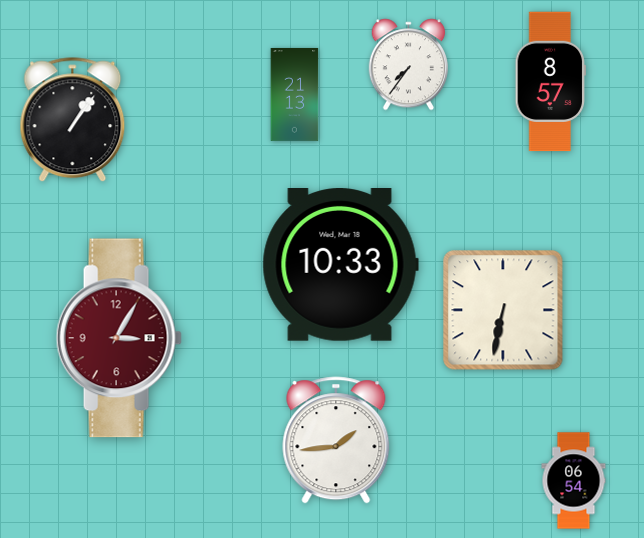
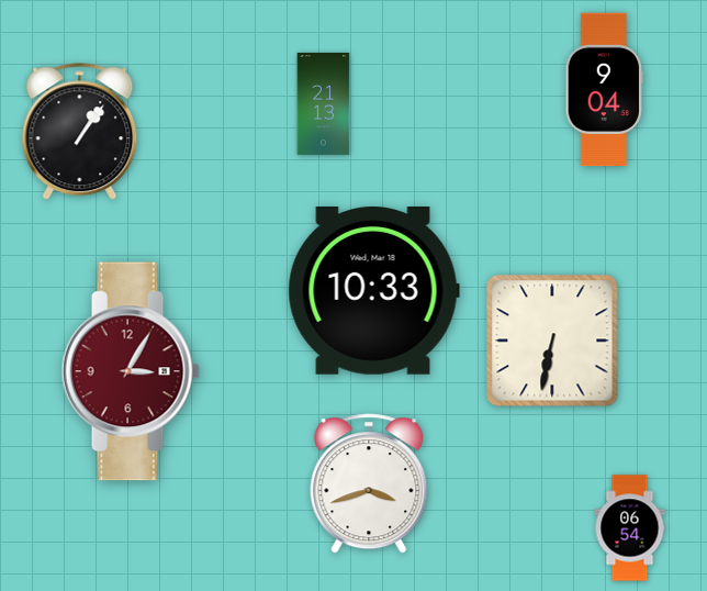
clock at (408, 65): 7:36 -> none
clock at (551, 82): 8:57 -> 9:04
clock at (336, 440): 1:44 -> 3:42
